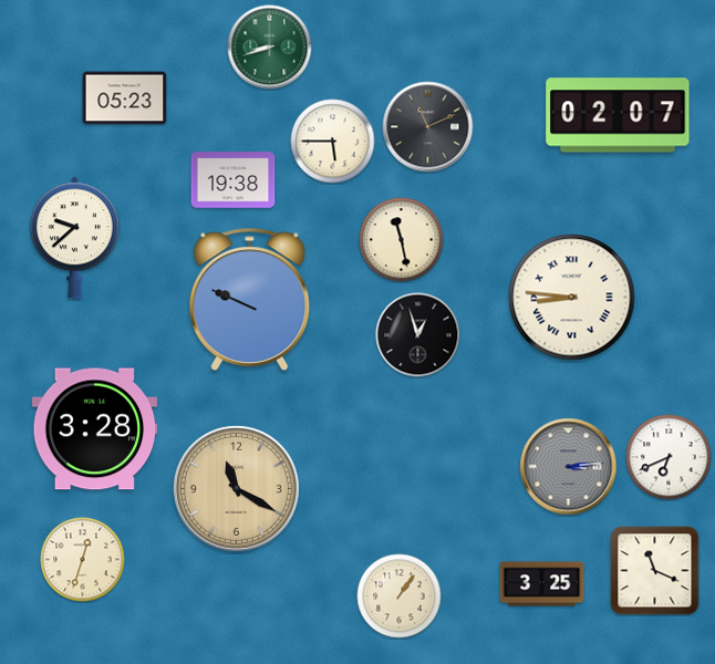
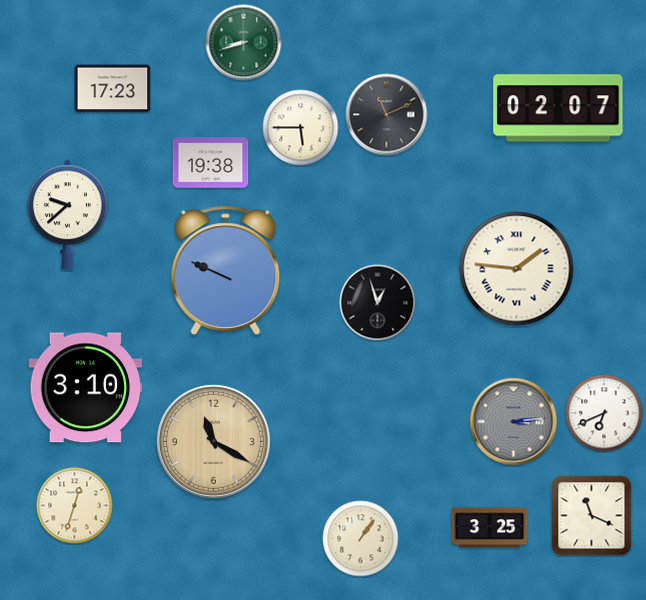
clock at (125, 98): 05:23 -> 17:23
clock at (618, 115) position: (618, 115) -> (558, 108)
clock at (402, 240): 11:28 -> none
clock at (572, 298): 8:46 -> 1:46
clock at (95, 429): 3:28 -> 3:10
